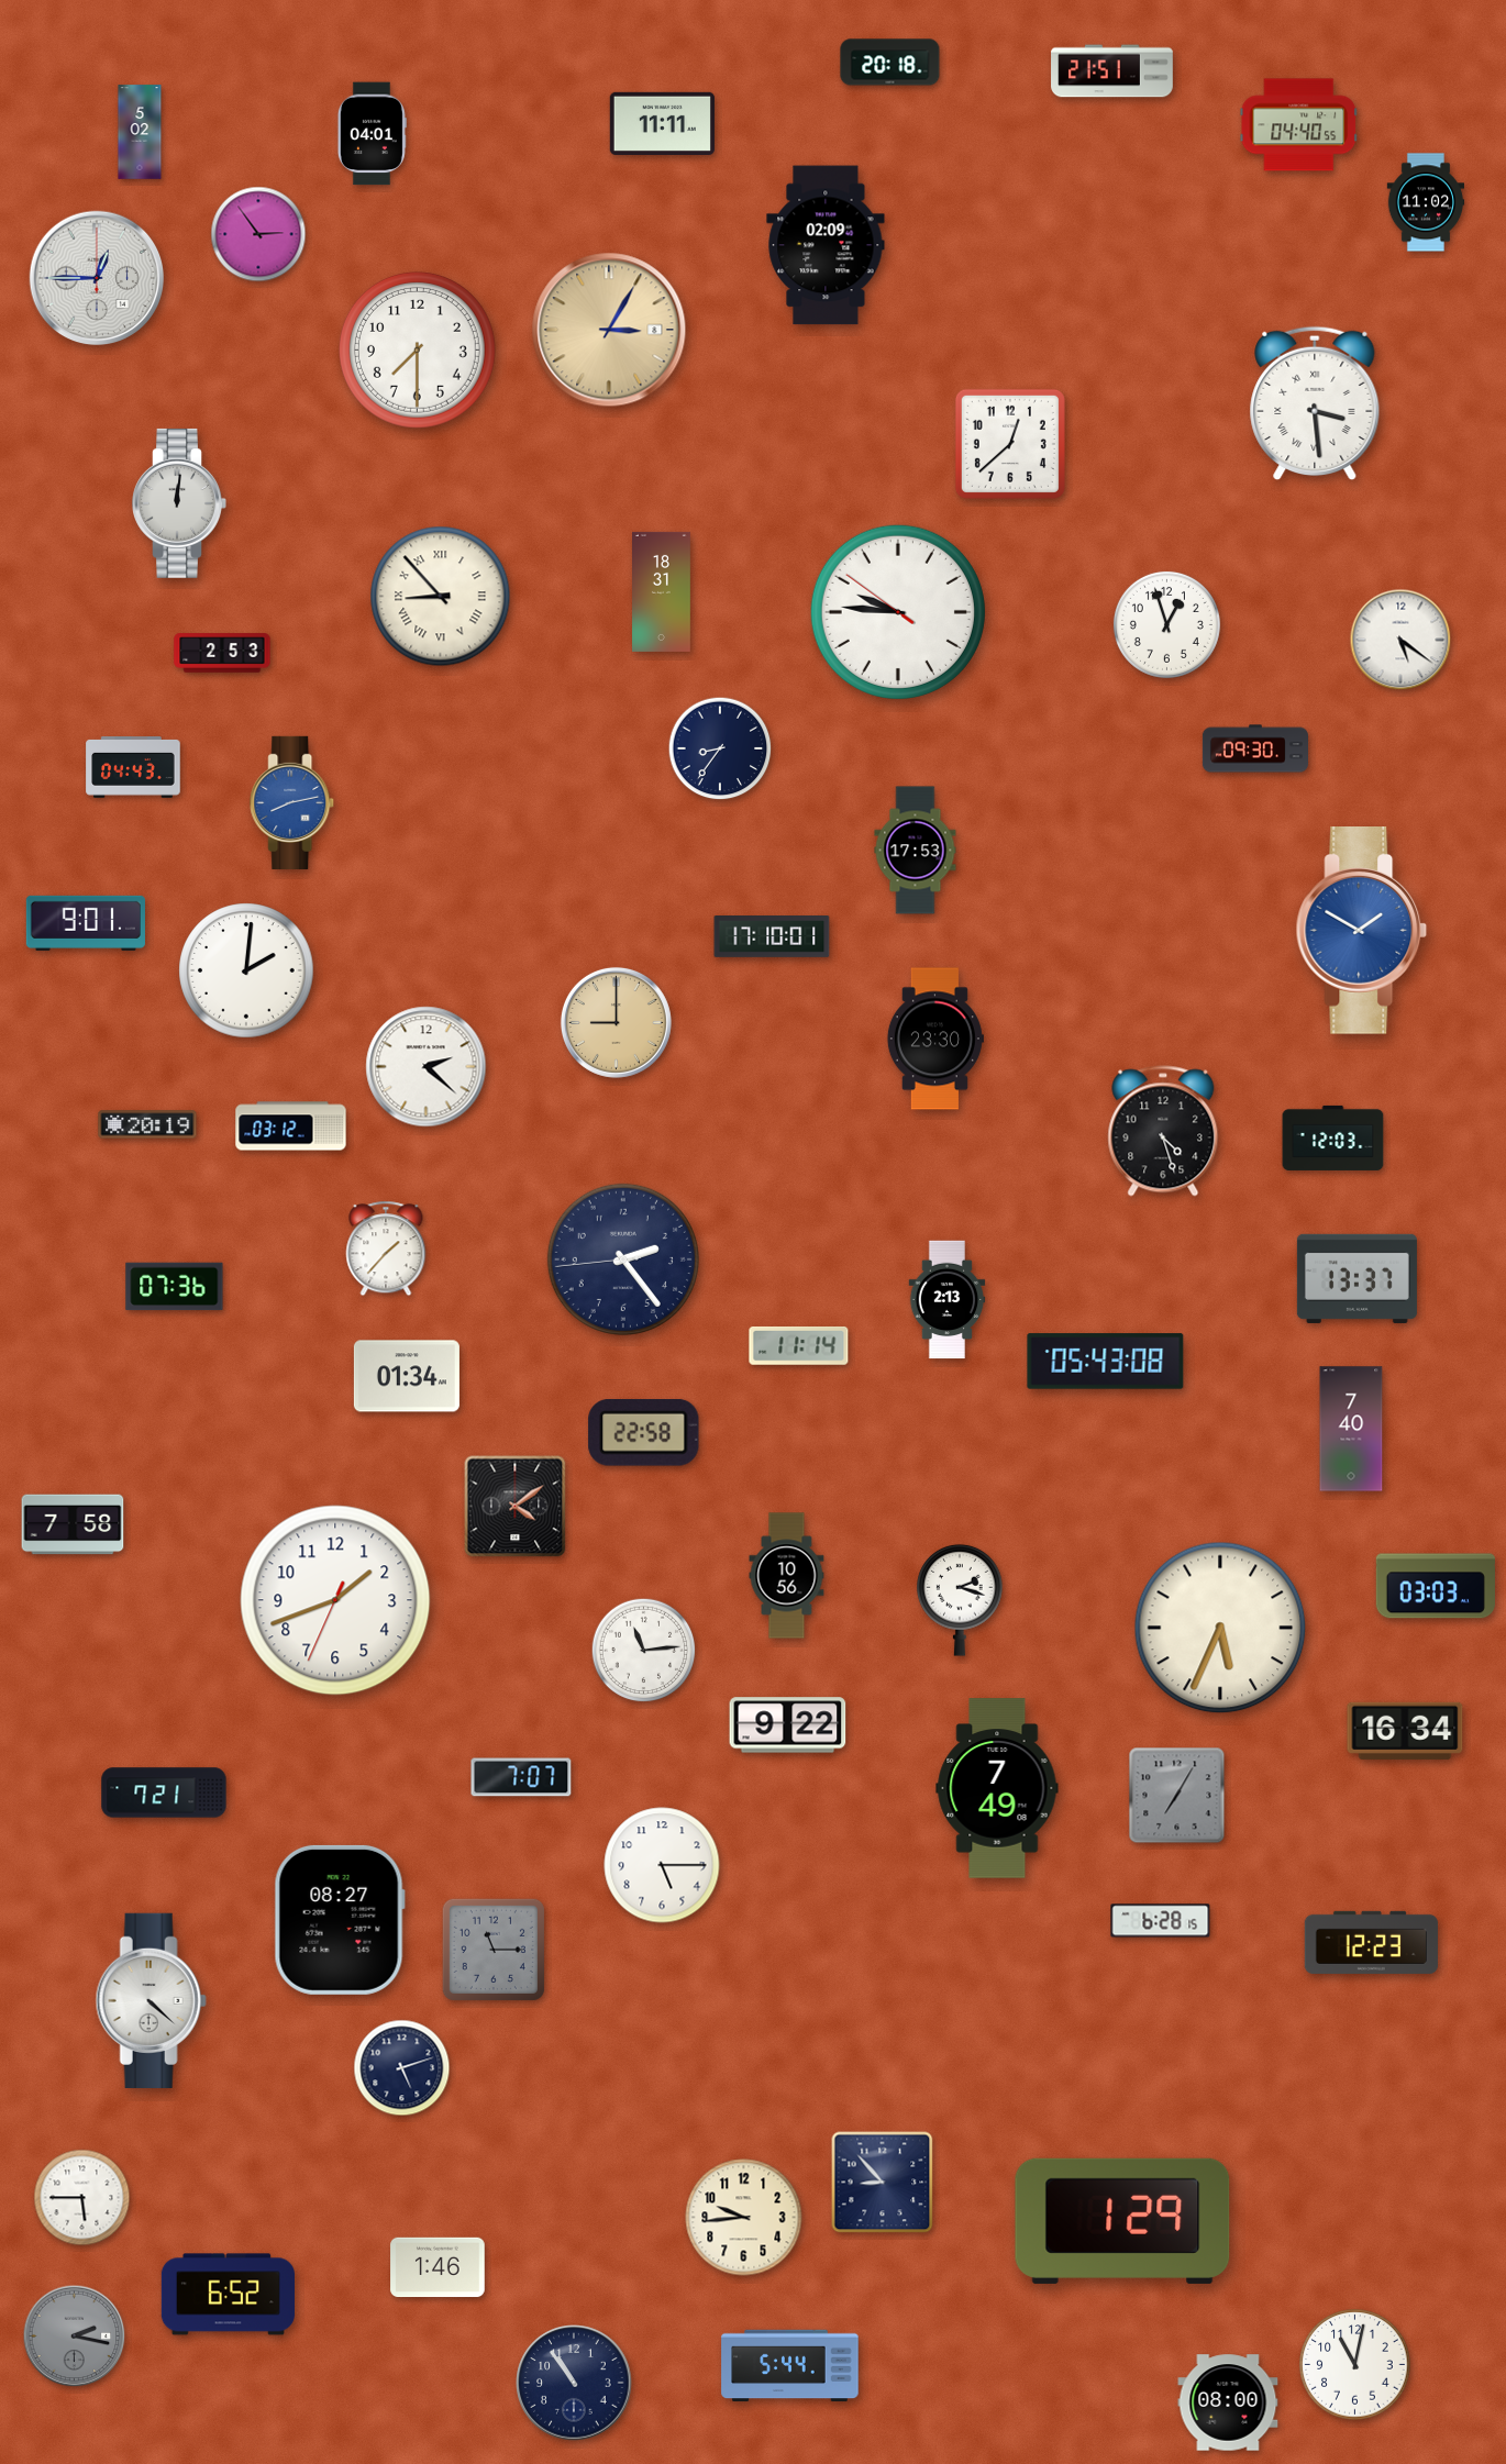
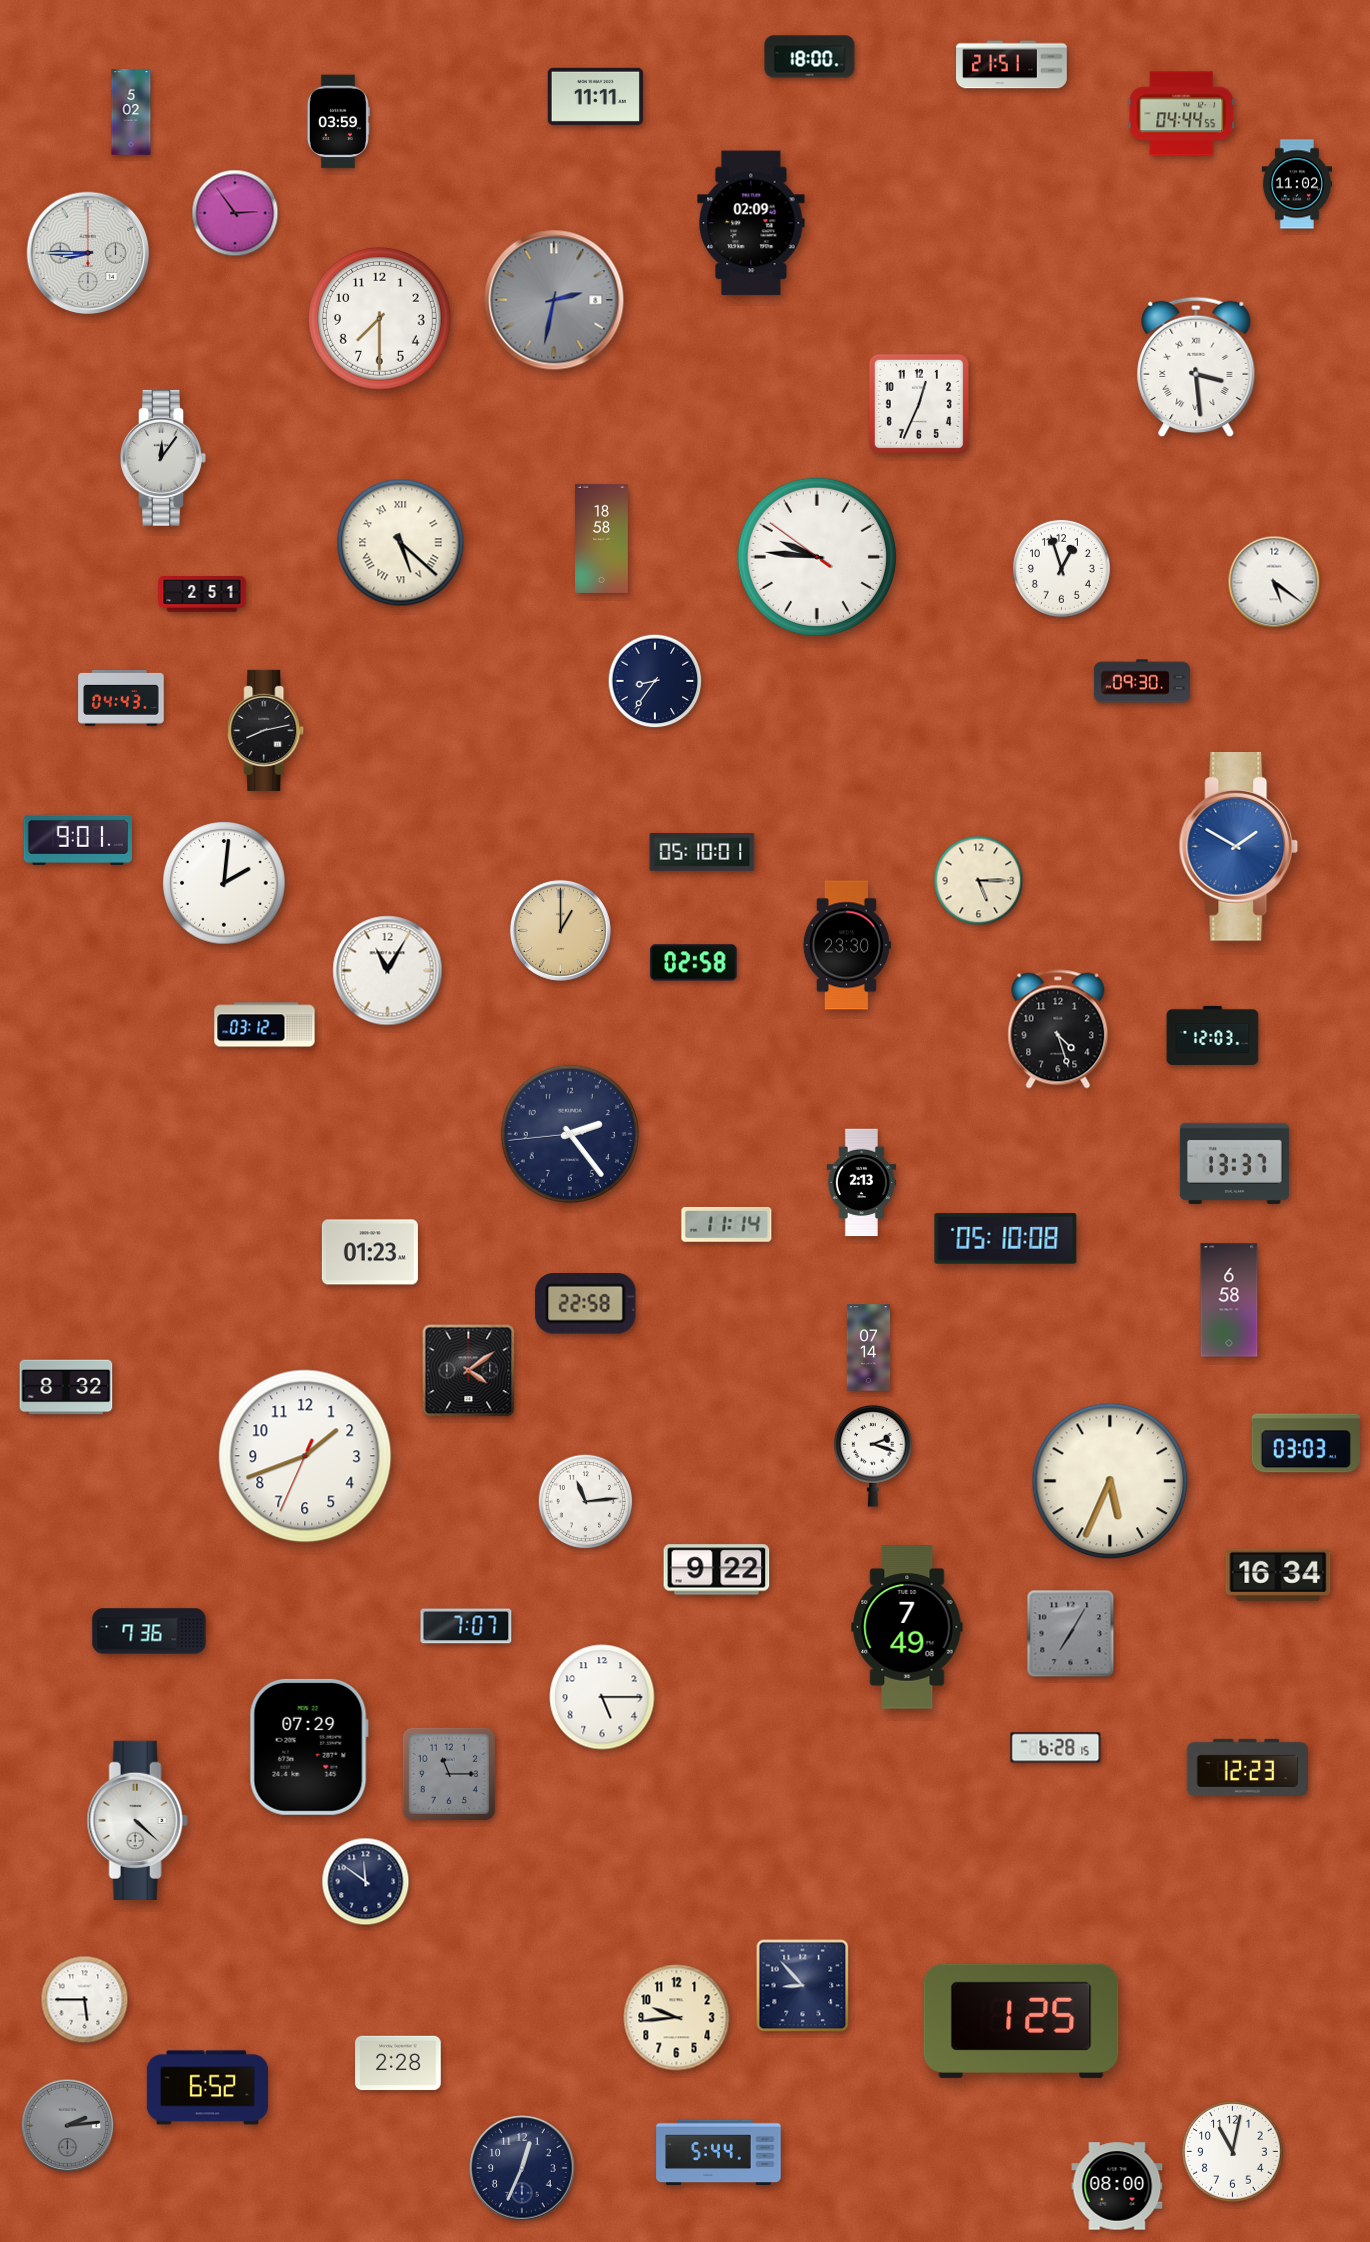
clock at (890, 63): 20:18 -> 18:00
clock at (662, 123) position: (662, 123) -> (595, 96)
clock at (1298, 125): 04:40 -> 04:44
clock at (140, 132) position: (140, 132) -> (131, 112)
clock at (372, 134): 04:01 -> 03:59
clock at (97, 278): 12:45 -> 8:45
clock at (609, 330): 3:05 -> 2:32
clock at (609, 330) dial: champagne -> grey
clock at (1010, 444): 12:38 -> 12:34
clock at (179, 503): 12:01 -> 12:06
clock at (662, 591): 18:31 -> 18:58
clock at (441, 597): 8:53 -> 5:22
clock at (222, 653): 2:53 -> 2:51
clock at (292, 802) dial: blue -> black
clock at (916, 851): 17:53 -> none
clock at (772, 937): 17:10 -> 05:10
clock at (979, 881): none -> 5:15
clock at (616, 1022): 9:00 -> 1:00
clock at (935, 1039) position: (935, 1039) -> (847, 945)
clock at (694, 963): none -> 02:58
clock at (427, 1067): 2:22 -> 11:05
clock at (147, 1124): 20:19 -> none
clock at (386, 1248): 1:37 -> none
clock at (623, 1259) position: (623, 1259) -> (570, 1134)
clock at (175, 1287): 07:36 -> none
clock at (1106, 1362): 05:43 -> 05:10
clock at (407, 1376): 01:34 -> 01:23
clock at (1351, 1429): 7:40 -> 6:58
clock at (869, 1348): none -> 07:14
clock at (73, 1524): 7:58 -> 8:32
clock at (787, 1576): 10:56 -> none
clock at (521, 1777) position: (521, 1777) -> (466, 1626)
clock at (164, 1792): 7:21 -> 7:36
clock at (340, 1920): 08:27 -> 07:29
clock at (402, 2068): 5:12 -> 11:51
clock at (82, 2198) position: (82, 2198) -> (85, 2000)
clock at (1122, 2221): 1:29 -> 1:25
clock at (438, 2267): 1:46 -> 2:28
clock at (75, 2337): 2:17 -> 2:14
clock at (574, 2383): 10:54 -> 12:34
